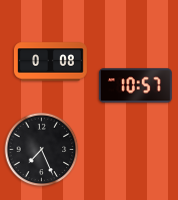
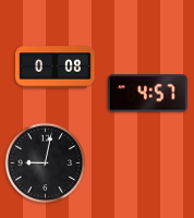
clock at (135, 86): 10:57 -> 4:57
clock at (42, 150): 7:26 -> 9:02
